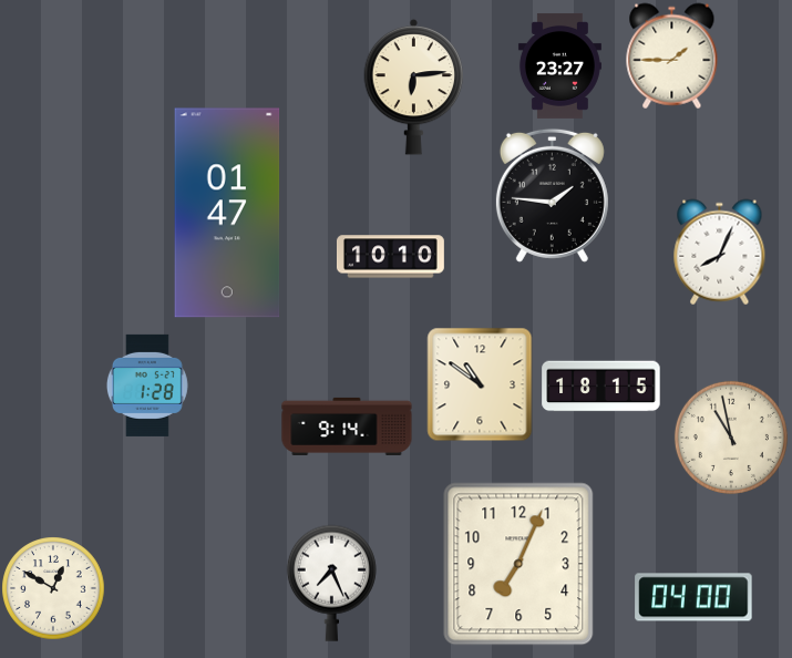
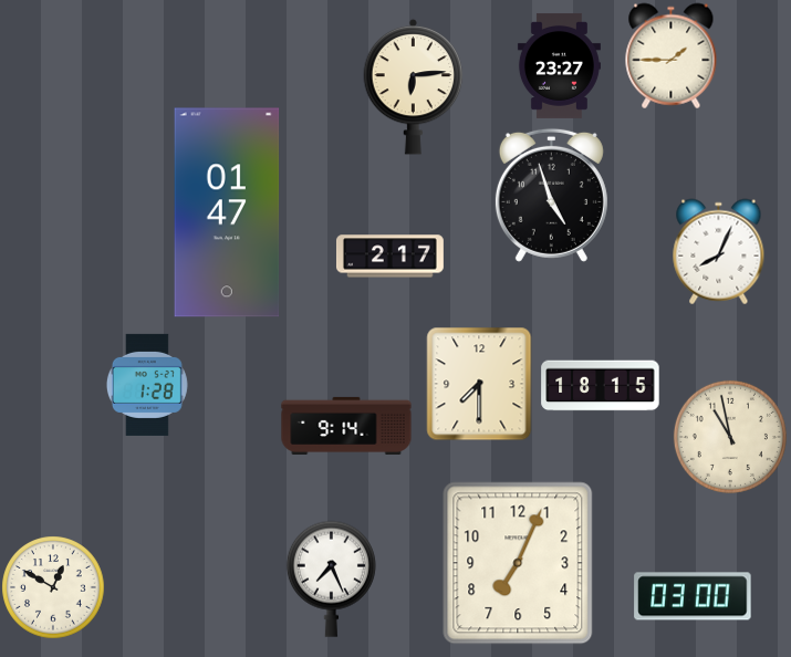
clock at (552, 195): 1:46 -> 4:57
clock at (390, 257): 10:10 -> 2:17
clock at (480, 384): 10:51 -> 7:30
clock at (331, 583) position: (331, 583) -> (331, 578)
clock at (693, 597): 04:00 -> 03:00
